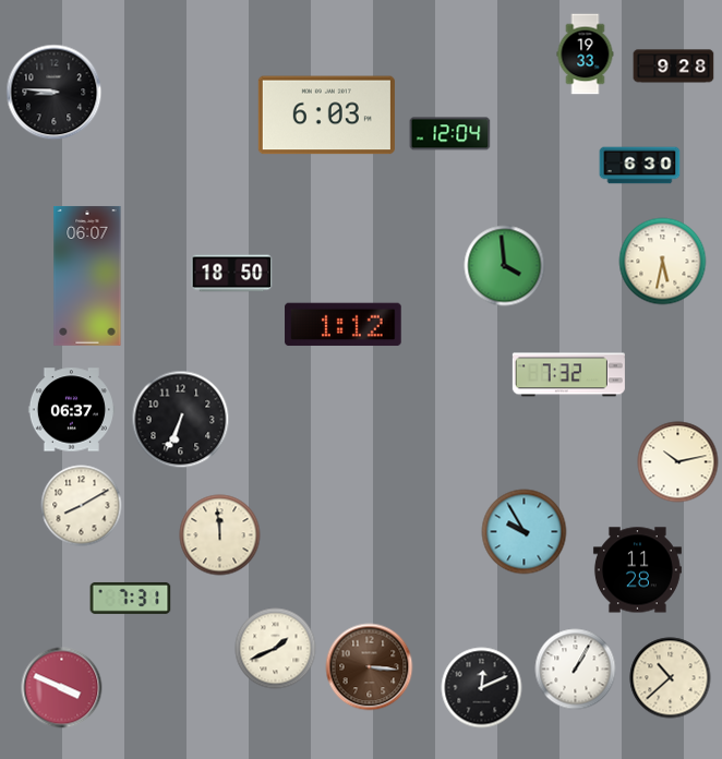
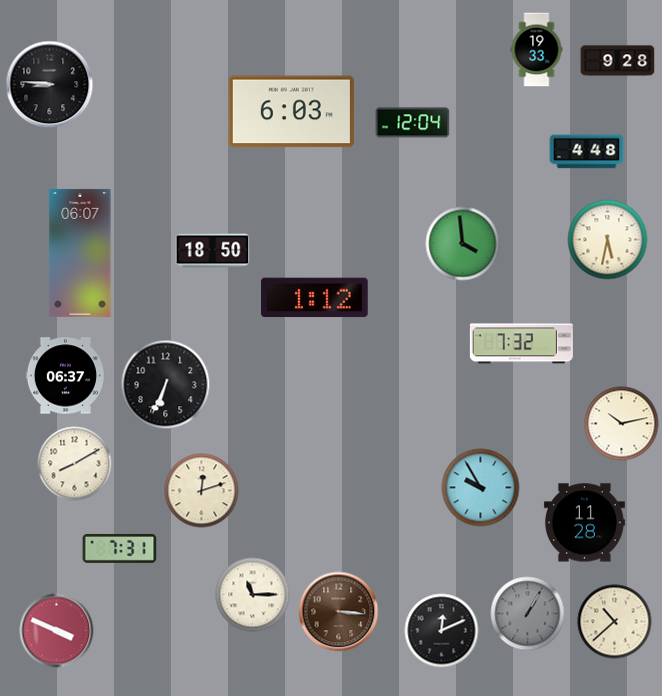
clock at (326, 116) position: (326, 116) -> (291, 112)
clock at (640, 166): 6:30 -> 4:48
clock at (220, 535): 11:59 -> 12:12
clock at (276, 649): 1:41 -> 11:15
clock at (576, 670) dial: white -> grey
